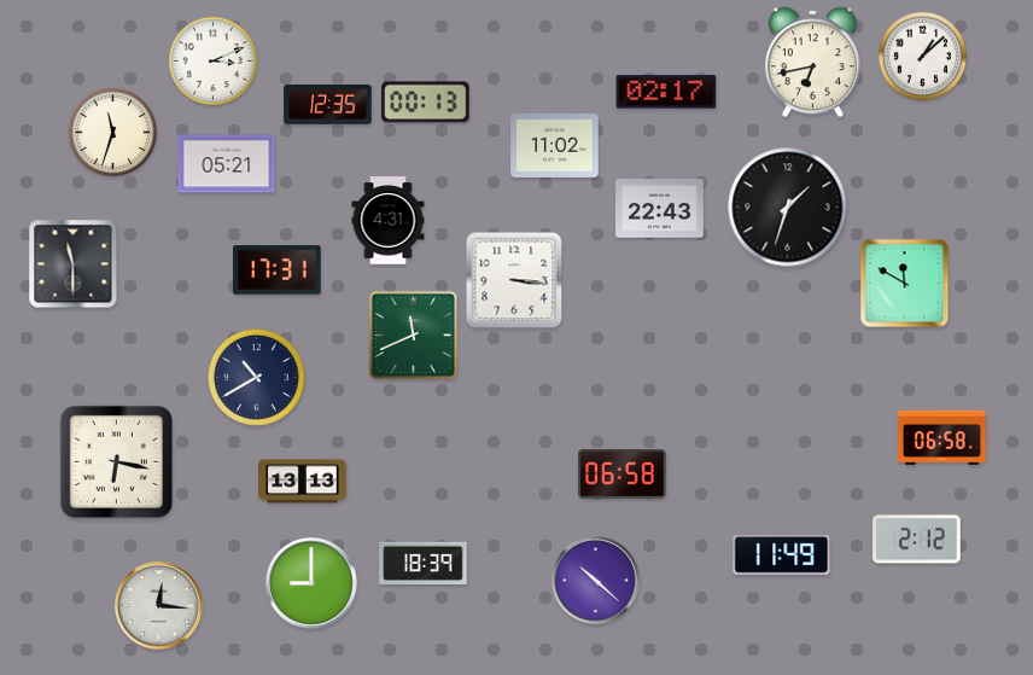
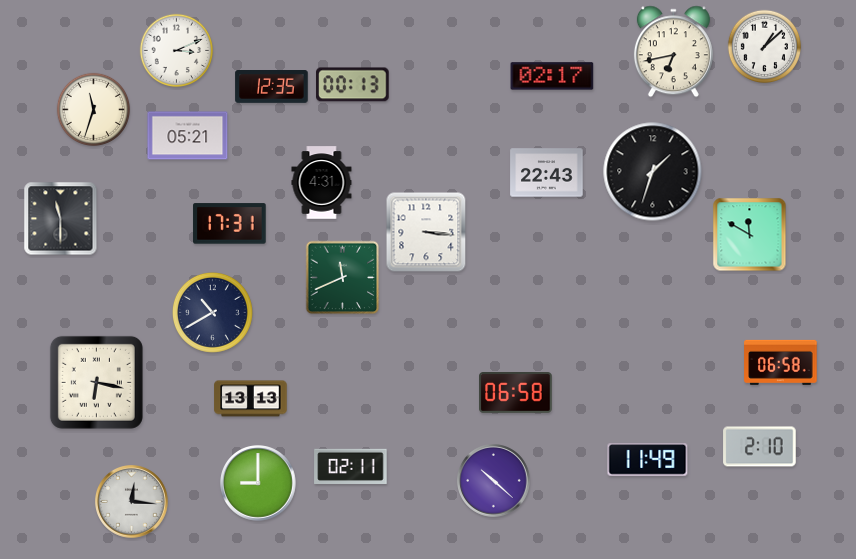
clock at (555, 145): 11:02 -> none
clock at (917, 540): 2:12 -> 2:10
clock at (424, 563): 18:39 -> 02:11
